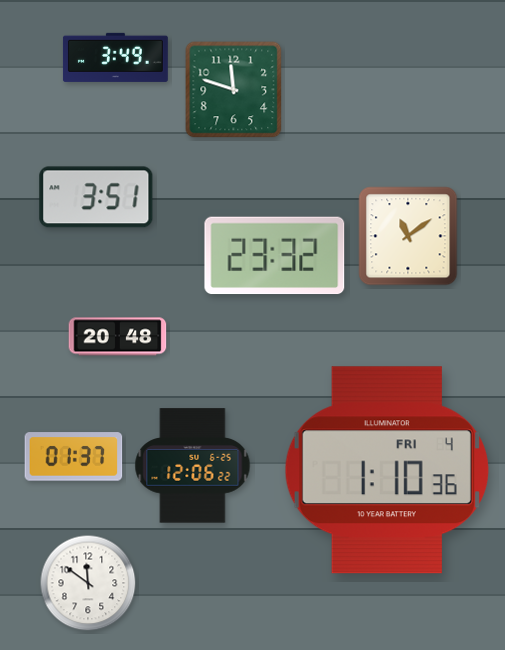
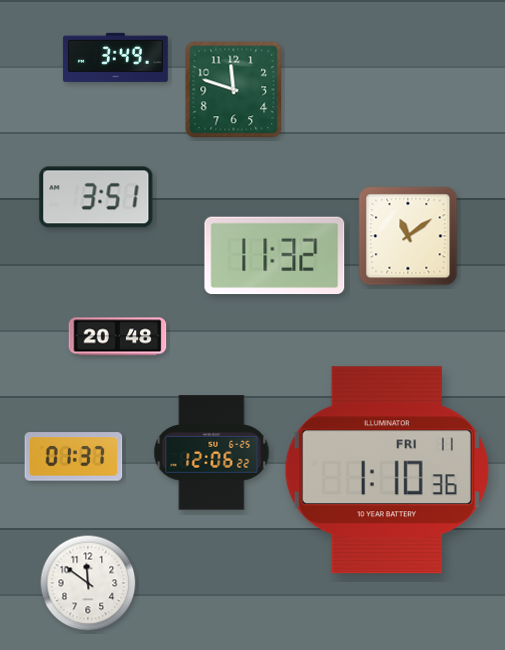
clock at (275, 256): 23:32 -> 11:32
clock at (193, 466) position: (193, 466) -> (212, 453)
clock at (387, 470) date: FRI 4 -> FRI 11
